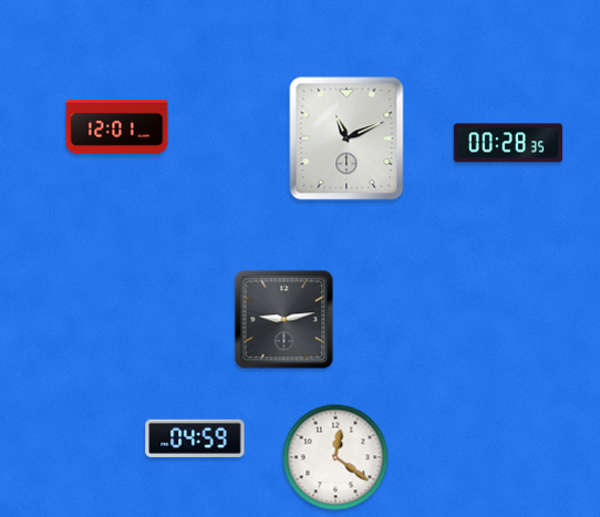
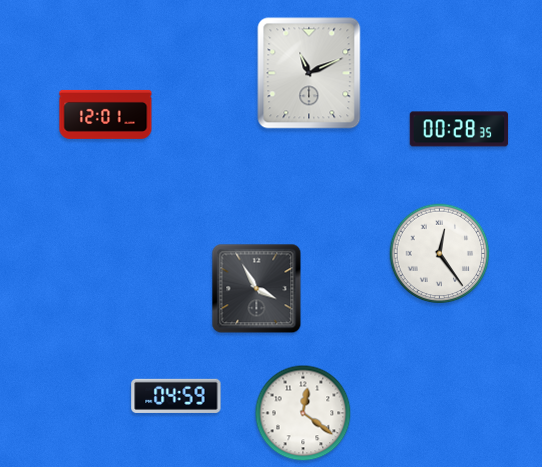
clock at (346, 138) position: (346, 138) -> (309, 73)
clock at (440, 254): none -> 12:24
clock at (285, 320): 9:13 -> 3:55
